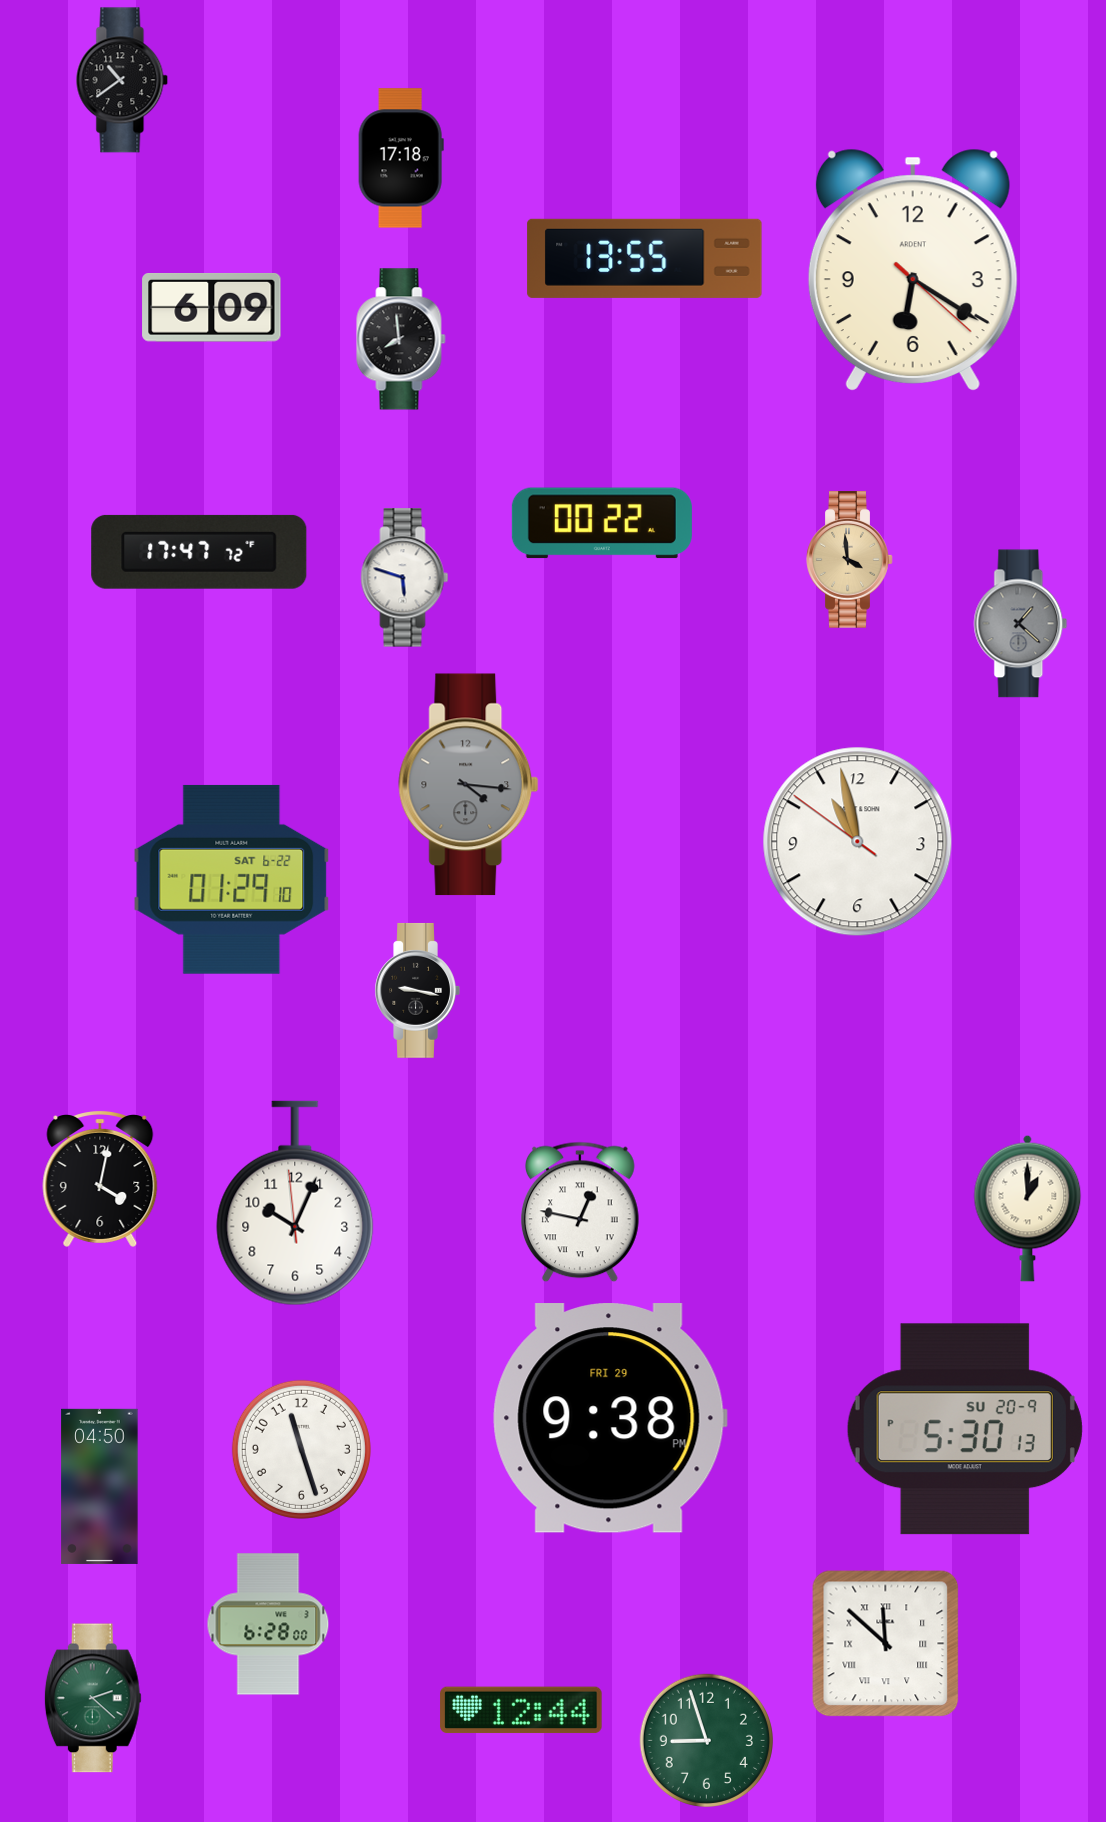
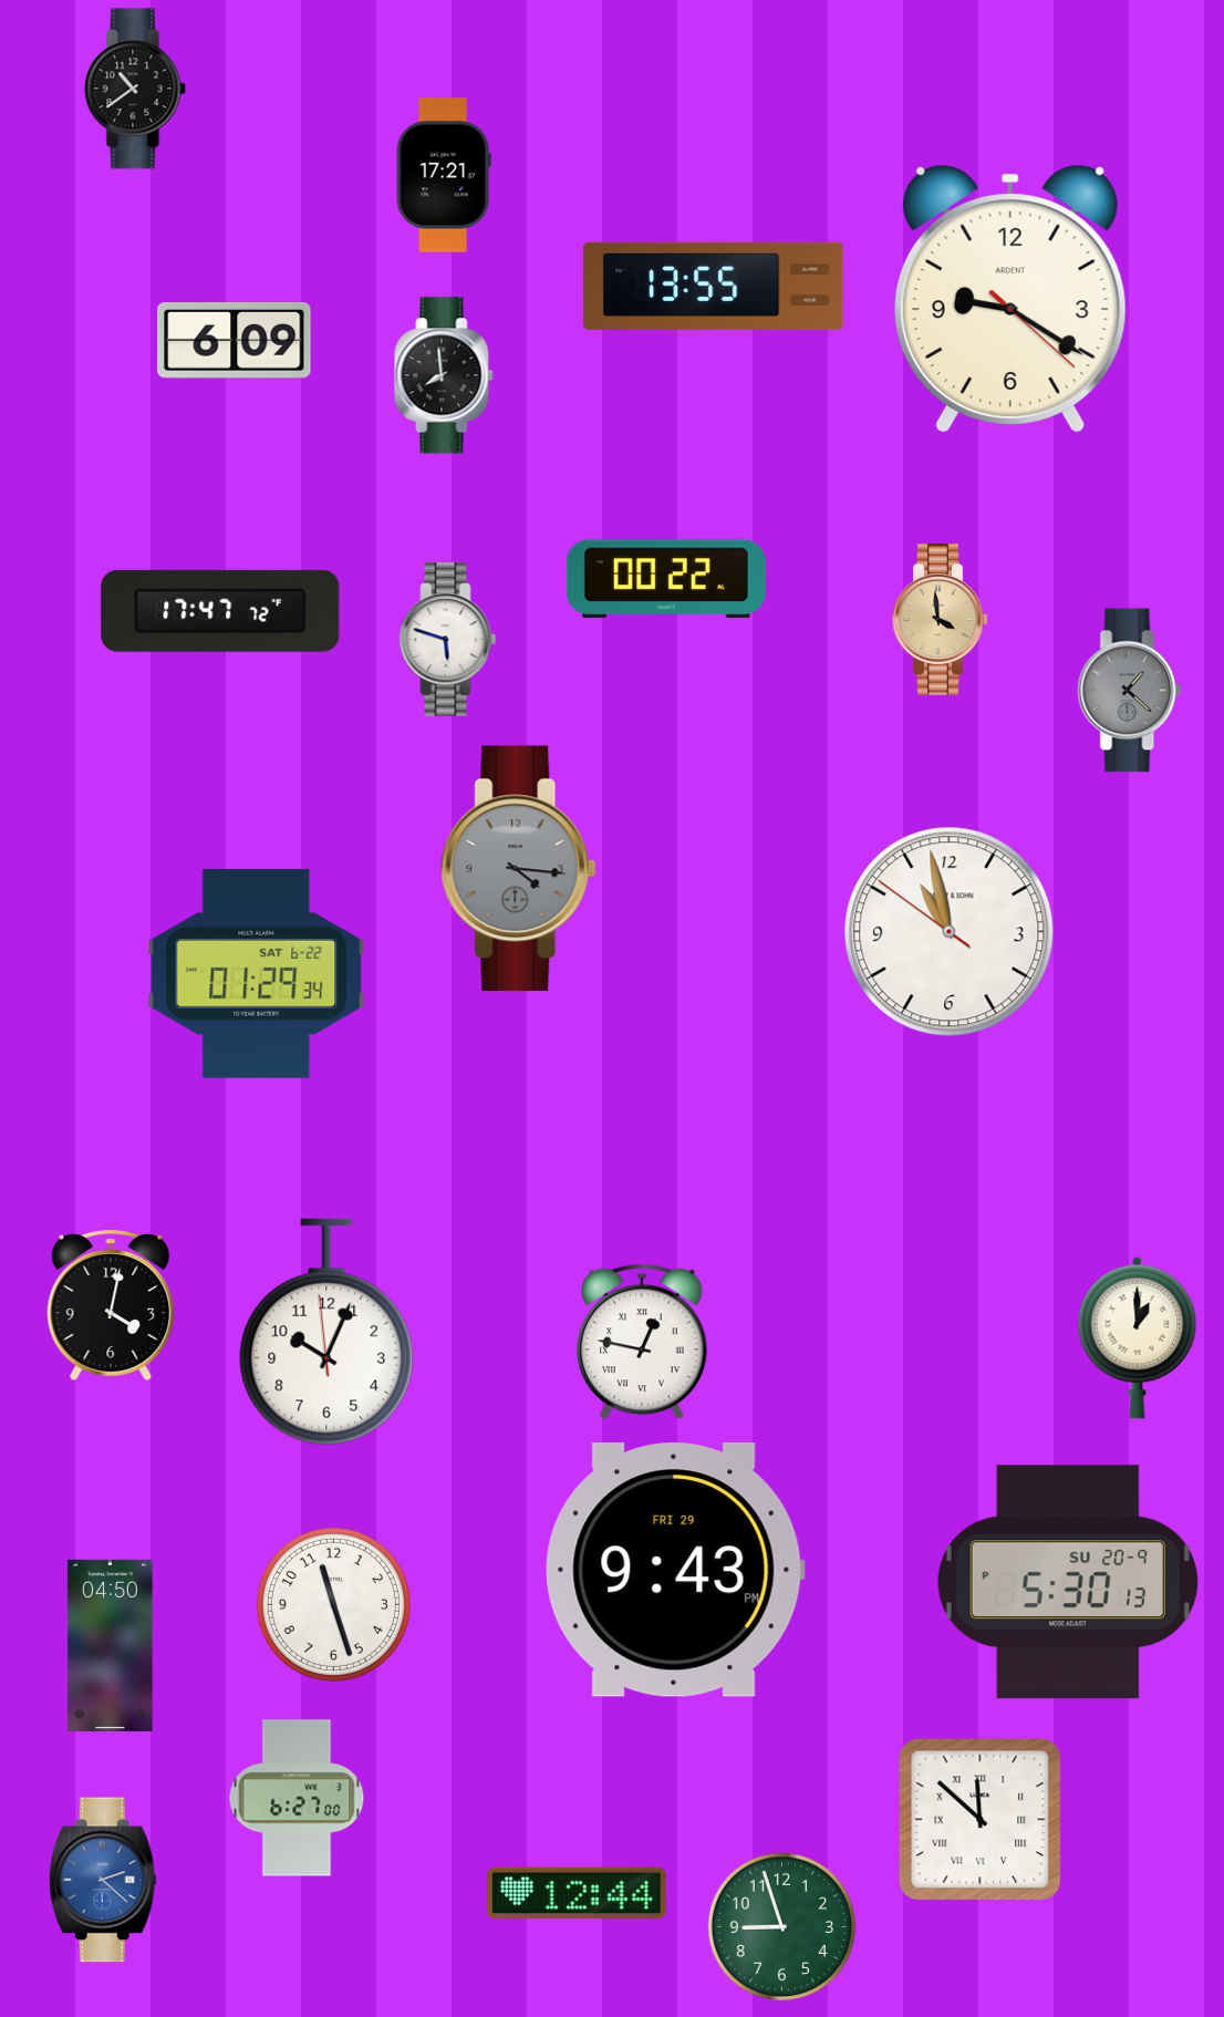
clock at (401, 158): 17:18 -> 17:21
clock at (913, 270): 6:20 -> 9:20
clock at (232, 879): 01:29:10 -> 01:29:34
clock at (417, 990): 9:17 -> none
clock at (610, 1418): 9:38 -> 9:43
clock at (268, 1624): 6:28 -> 6:27
clock at (93, 1698) dial: green -> blue
